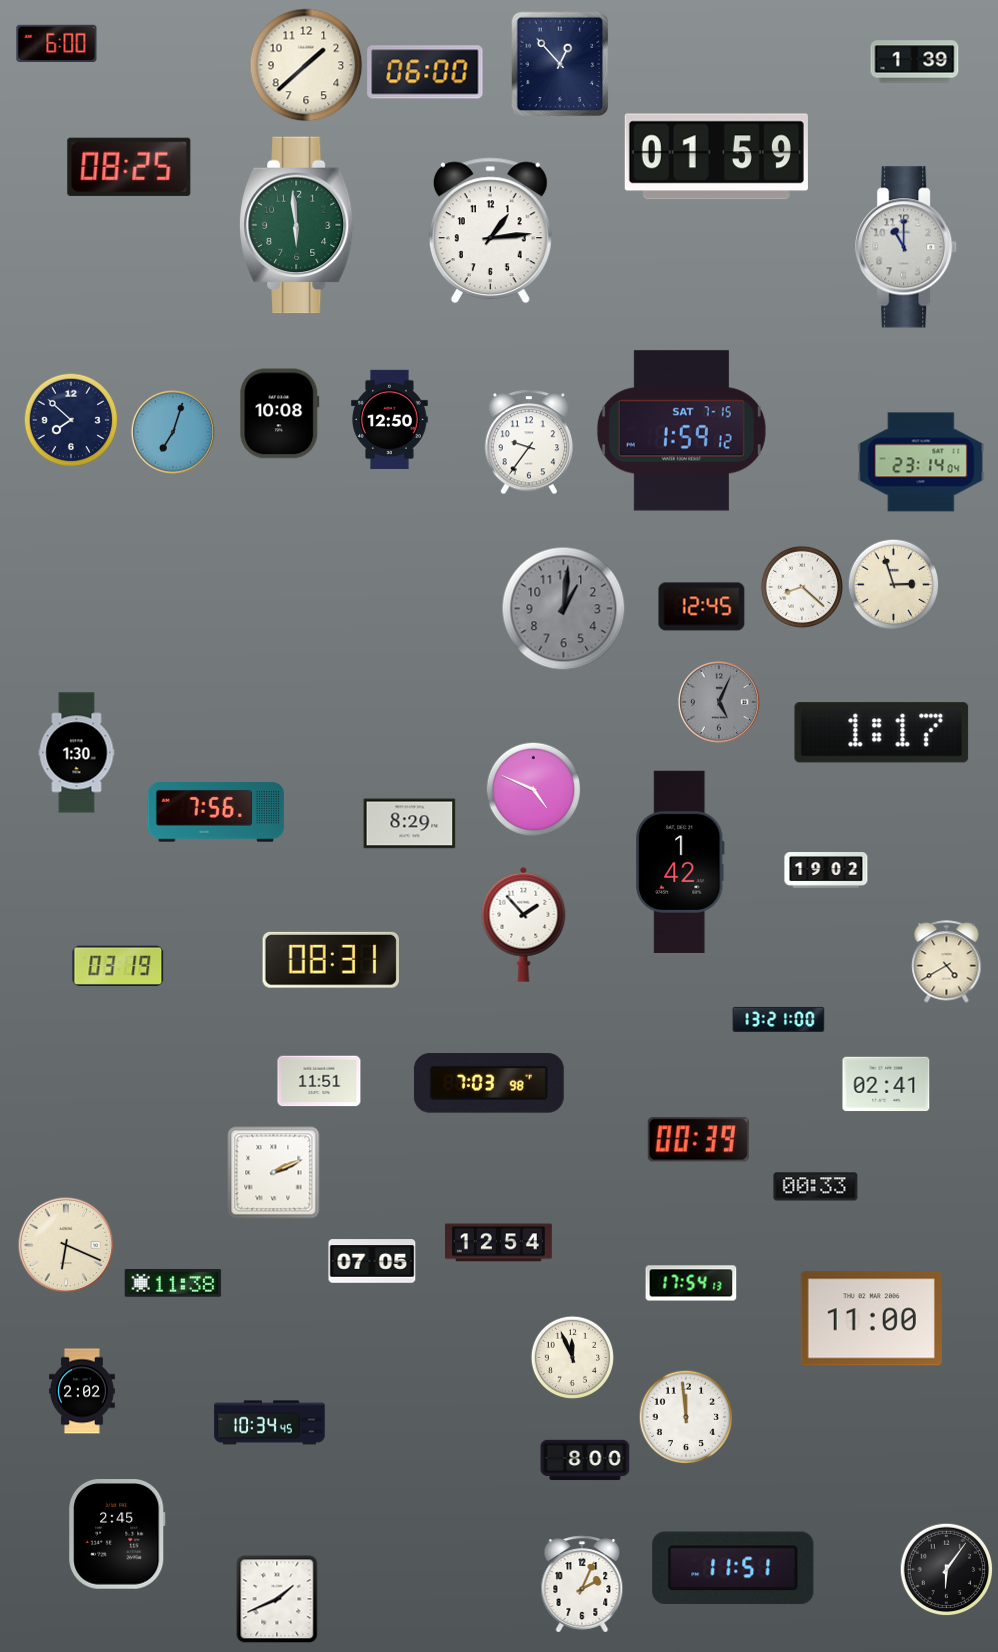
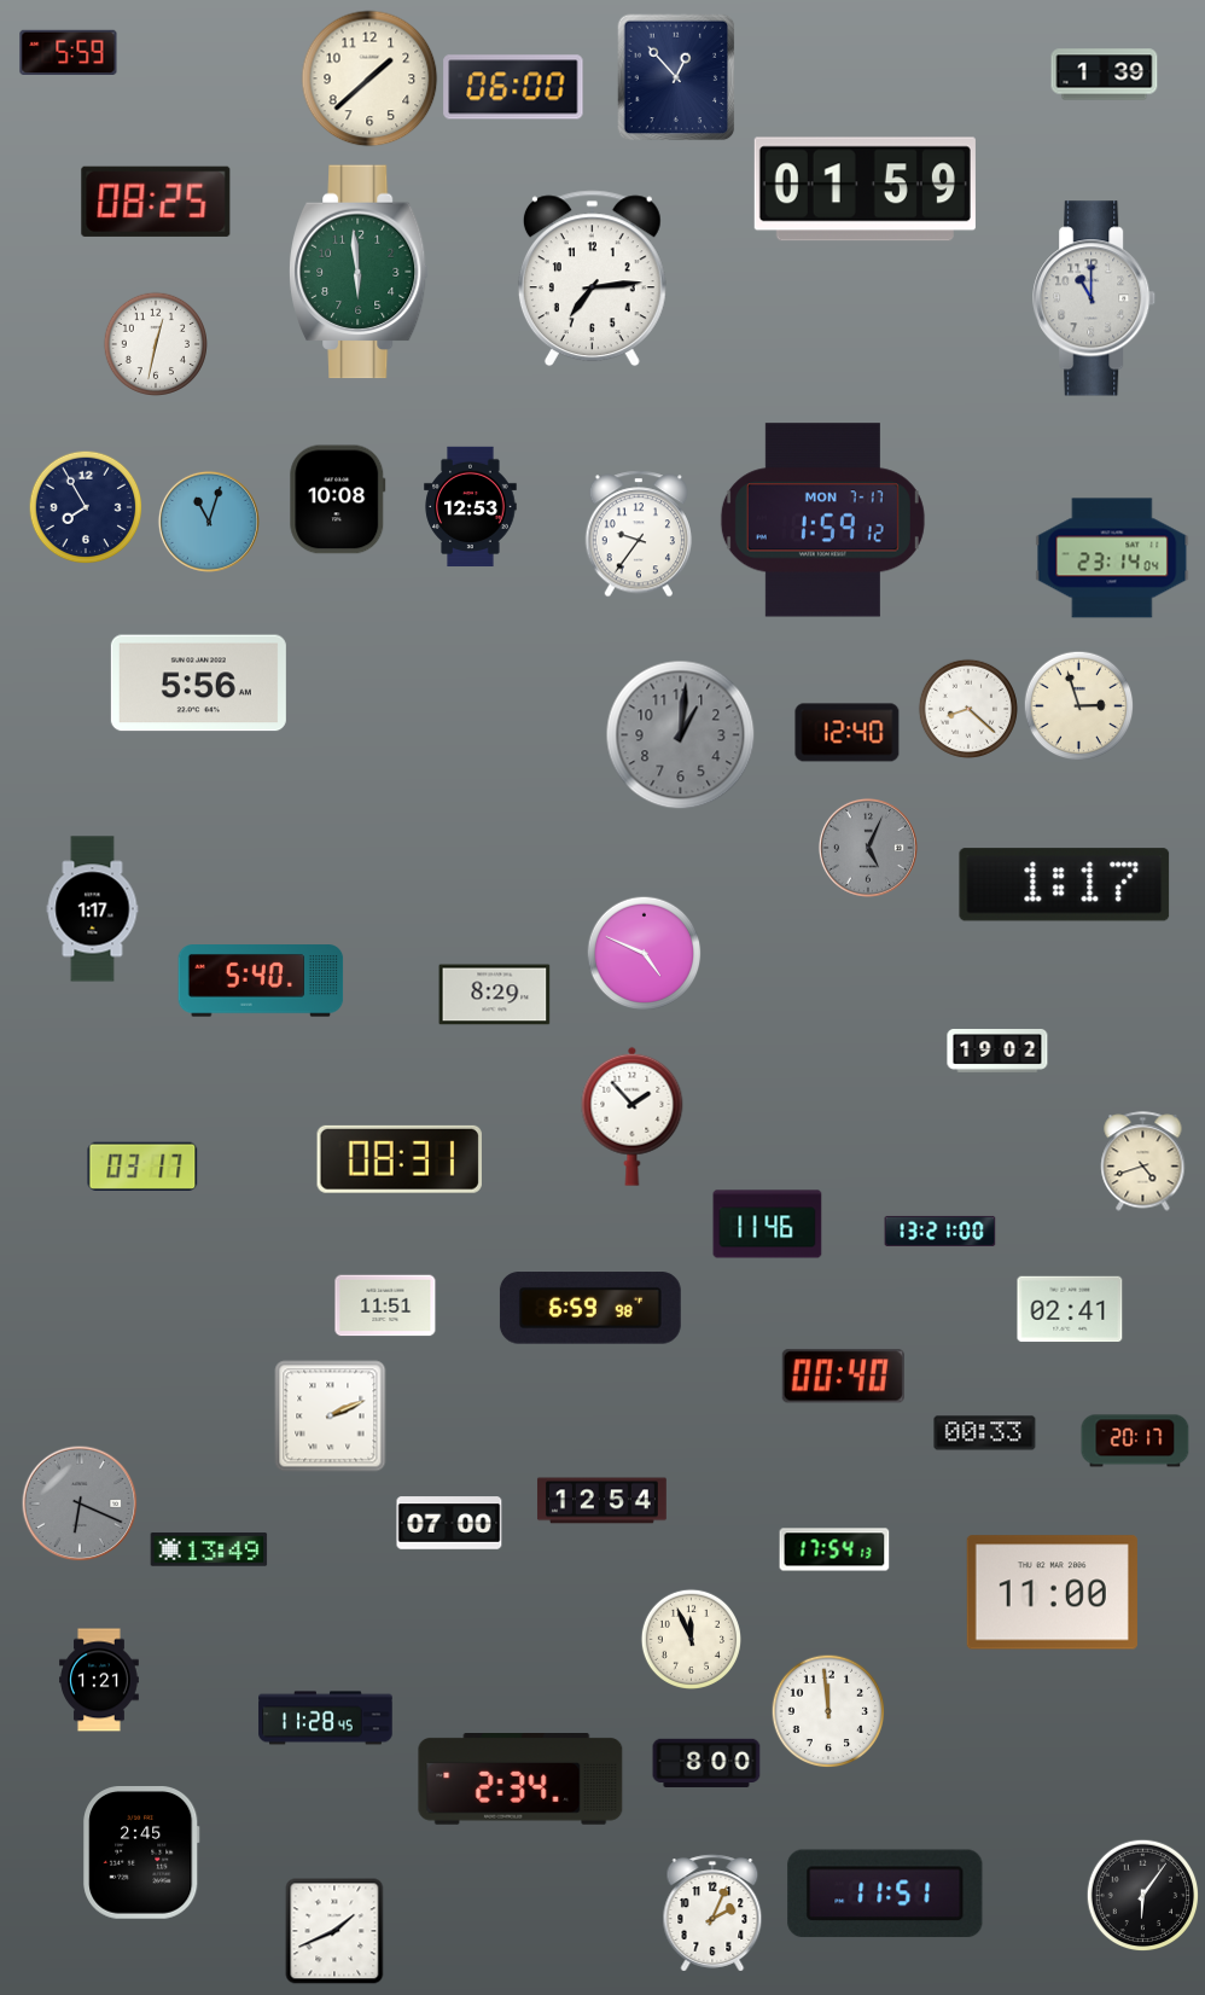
clock at (57, 44): 6:00 -> 5:59
clock at (490, 231): 1:14 -> 7:14
clock at (155, 343): none -> 12:32
clock at (71, 420): 7:52 -> 7:55
clock at (390, 420): 12:50 -> 12:53
clock at (681, 431) date: SAT 7-15 -> MON 7-17
clock at (173, 432): 7:03 -> 11:03
clock at (198, 684): none -> 5:56
clock at (702, 607): 12:45 -> 12:40
clock at (77, 753): 1:30 -> 1:17
clock at (216, 812): 7:56 -> 5:40
clock at (680, 862): 1:42 -> none
clock at (947, 962): 4:40 -> 4:42
clock at (118, 966): 03:19 -> 03:17
clock at (768, 1225): none -> 11:46
clock at (489, 1083): 7:03 -> 6:59
clock at (698, 1140): 00:39 -> 00:40
clock at (1135, 1441): none -> 20:17
clock at (66, 1245) dial: cream -> grey
clock at (372, 1261): 07:05 -> 07:00
clock at (173, 1283): 11:38 -> 13:49
clock at (82, 1391): 2:02 -> 1:21
clock at (270, 1423): 10:34 -> 11:28
clock at (520, 1780): none -> 2:34
clock at (582, 1584) position: (582, 1584) -> (712, 1913)
